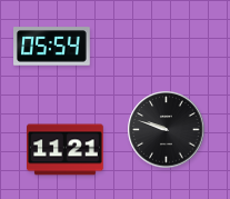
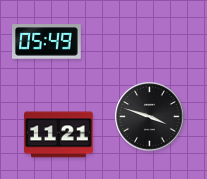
clock at (52, 47): 05:54 -> 05:49
clock at (167, 130): 9:48 -> 3:48
